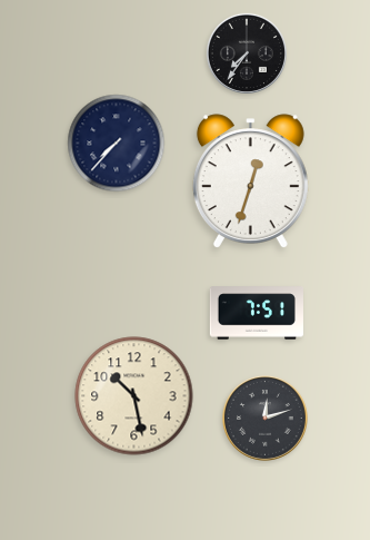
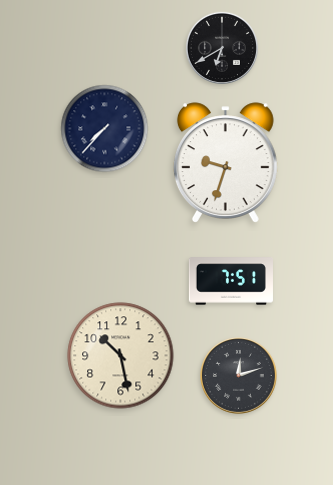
clock at (247, 53): 7:36 -> 6:40
clock at (250, 180): 12:33 -> 9:33
